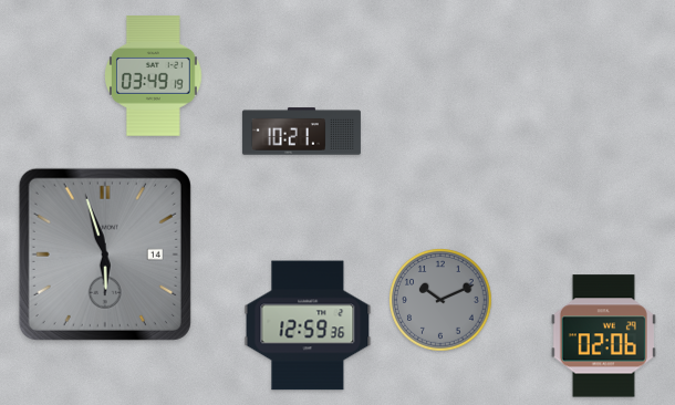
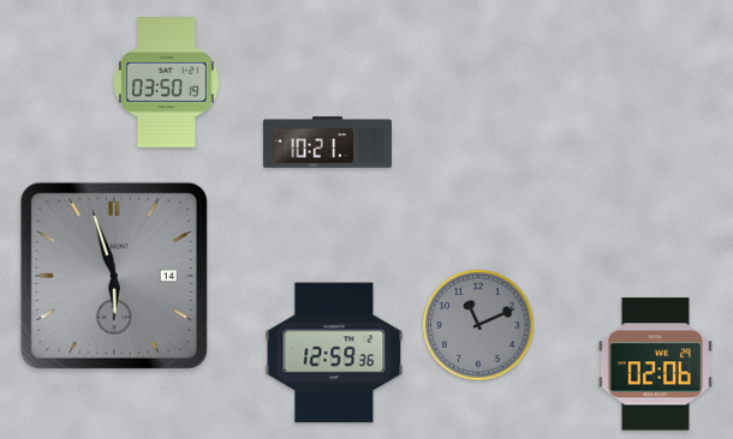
clock at (154, 76): 03:49 -> 03:50
clock at (442, 301): 10:11 -> 11:11
